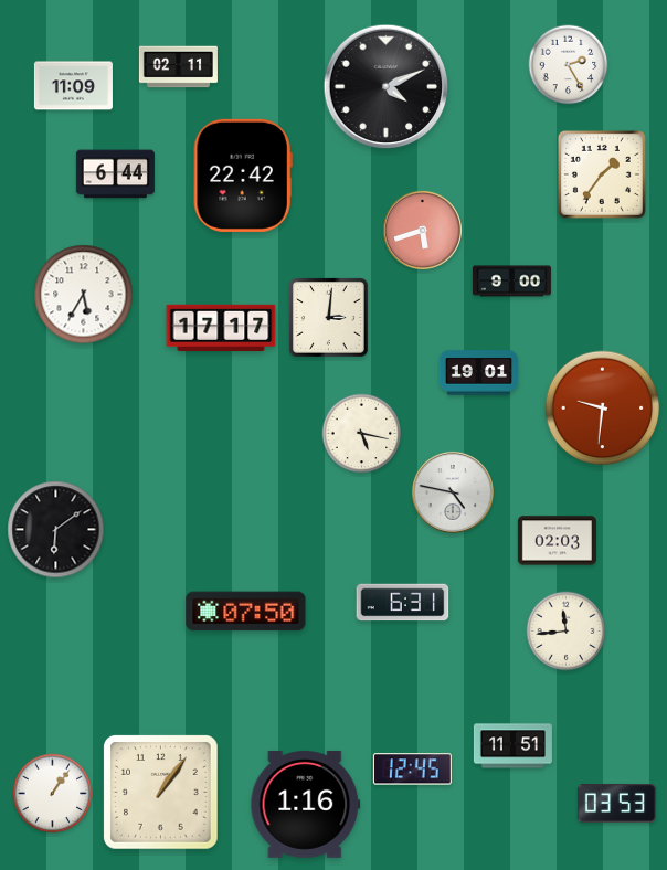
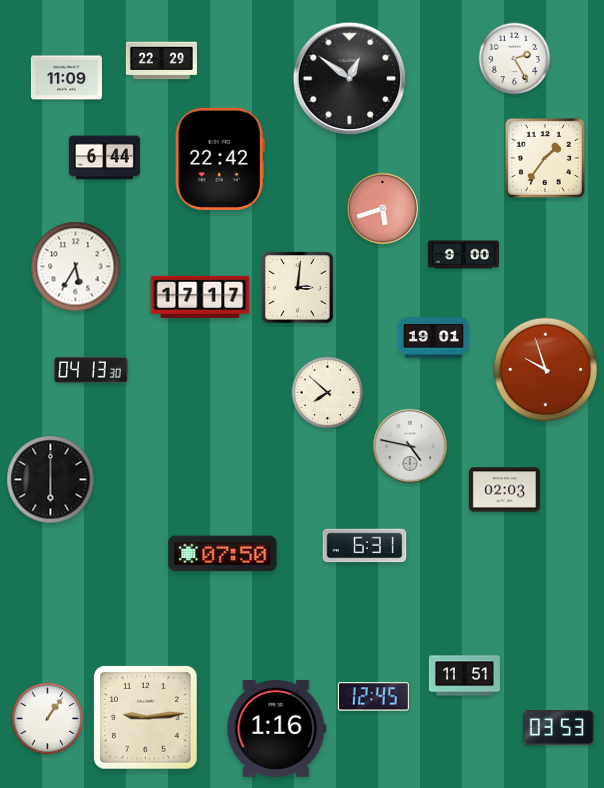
clock at (178, 67): 02:11 -> 22:29
clock at (387, 87): 4:11 -> 12:51
clock at (91, 370): none -> 04:13
clock at (603, 409): 9:31 -> 9:57
clock at (362, 434): 5:17 -> 7:52
clock at (56, 530): 6:09 -> 6:00
clock at (567, 632): 11:44 -> none
clock at (161, 793): 1:06 -> 9:14
